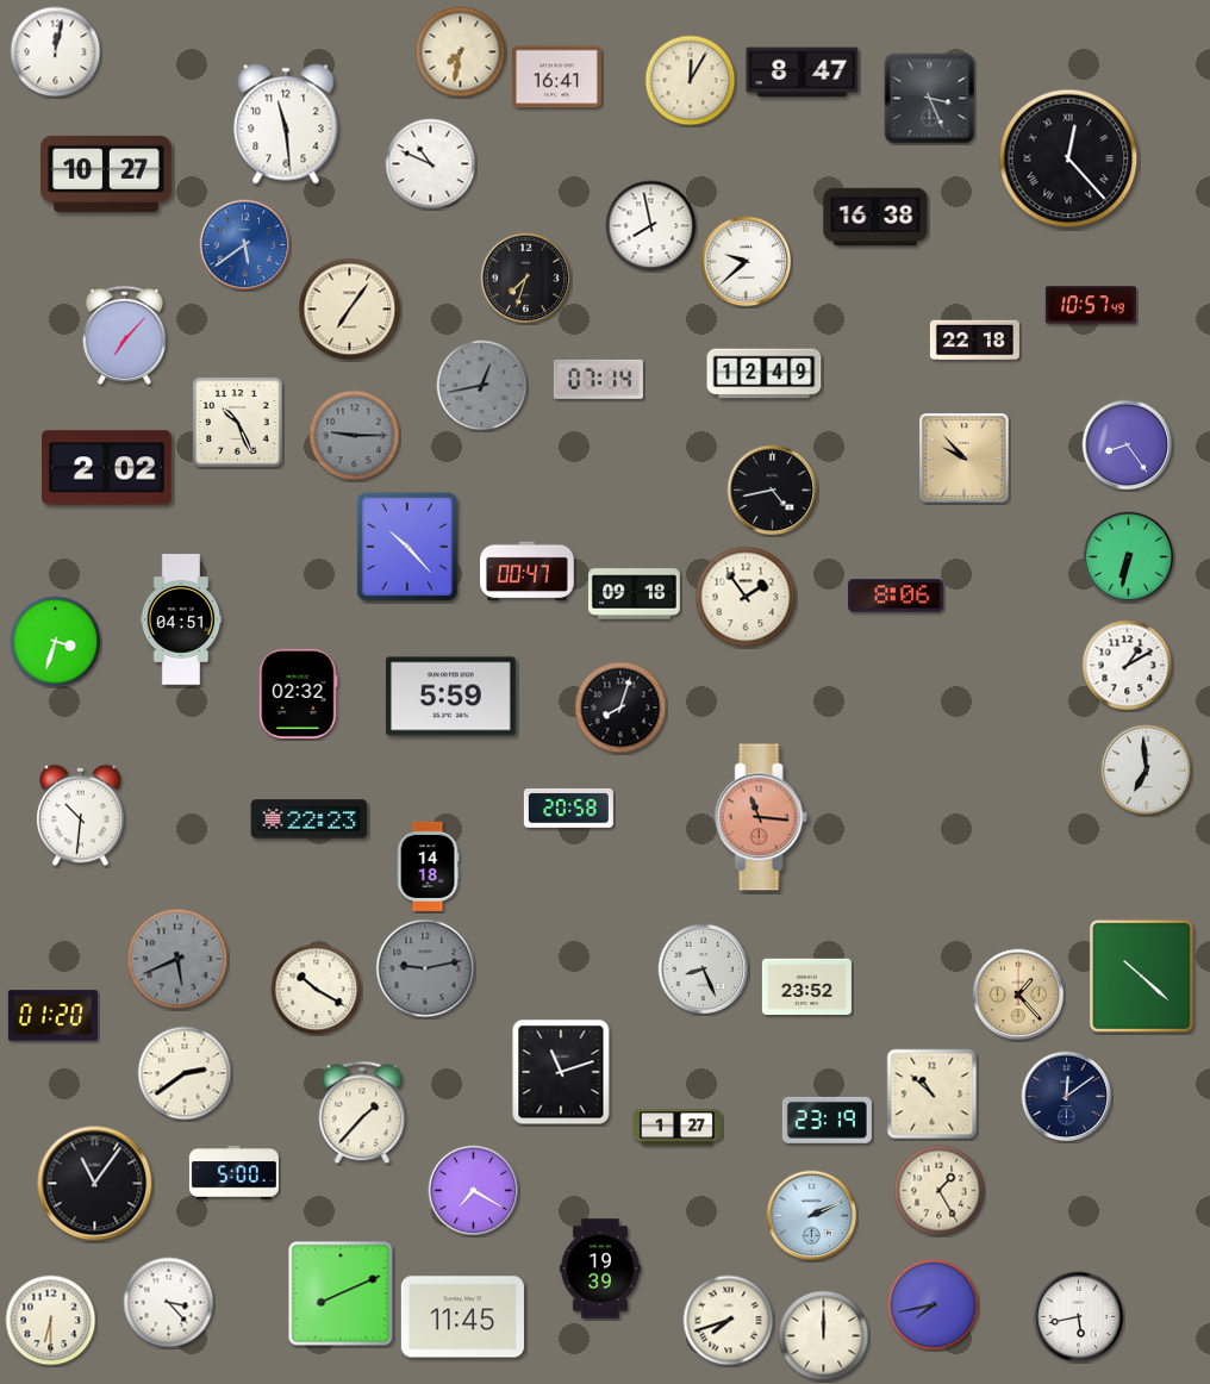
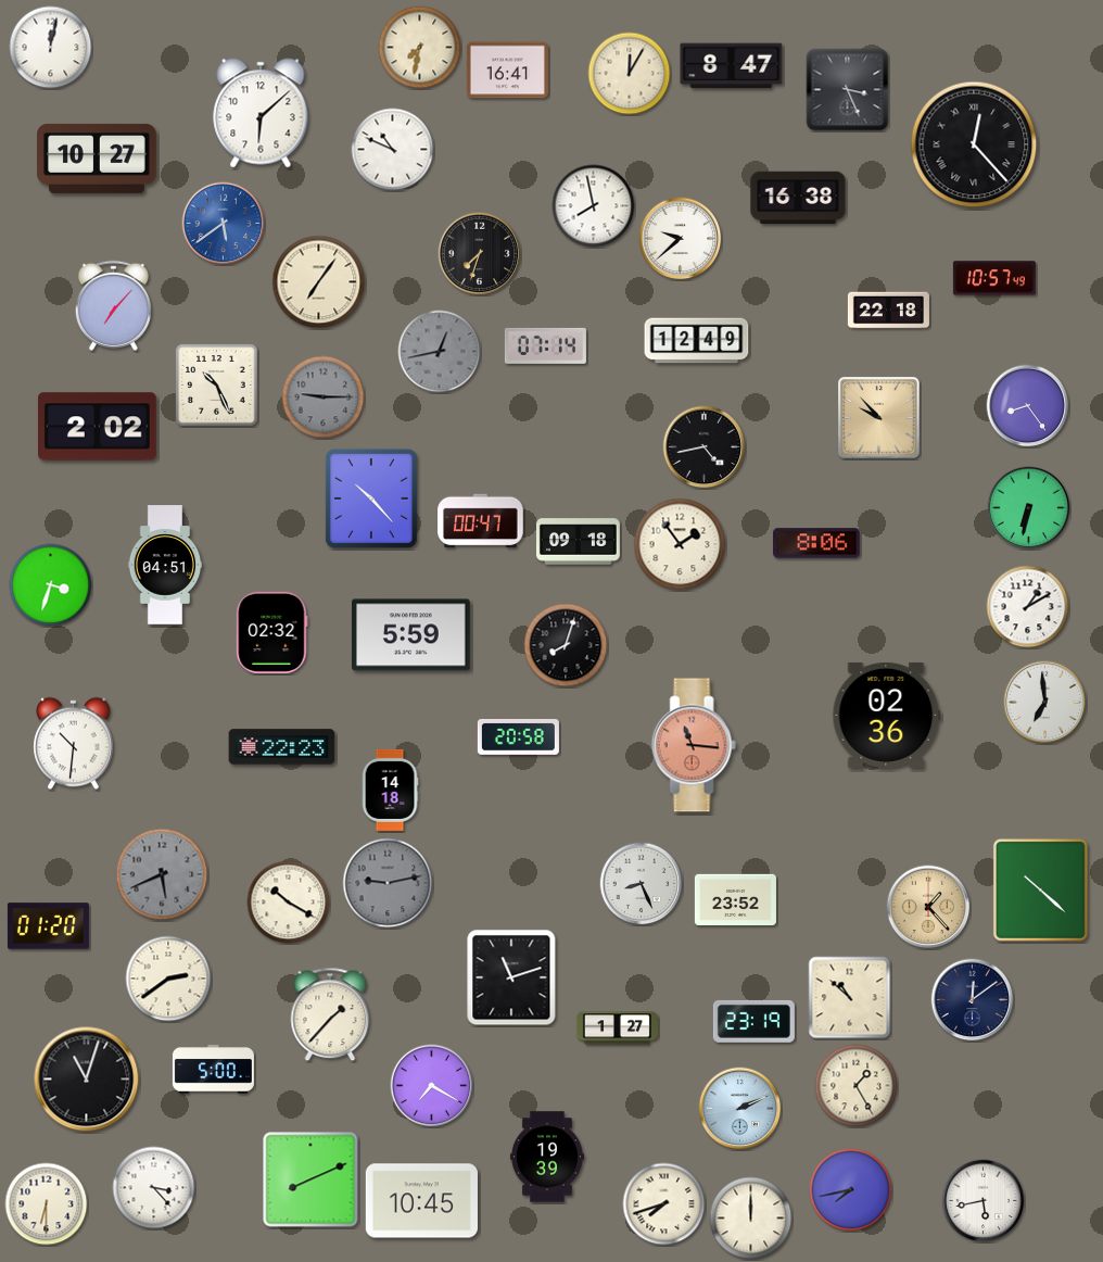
clock at (286, 124): 11:29 -> 6:08
clock at (887, 715): none -> 02:36
clock at (95, 1184): 11:06 -> 11:03
clock at (462, 1317): 11:45 -> 10:45
